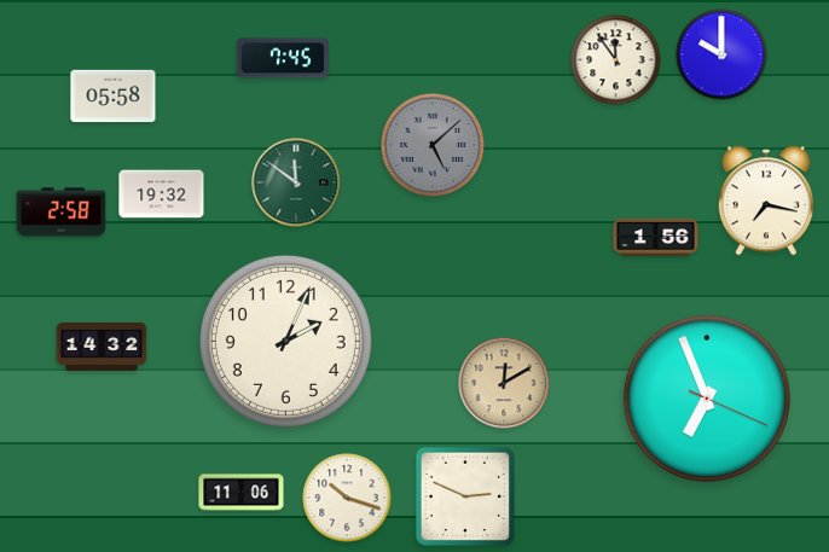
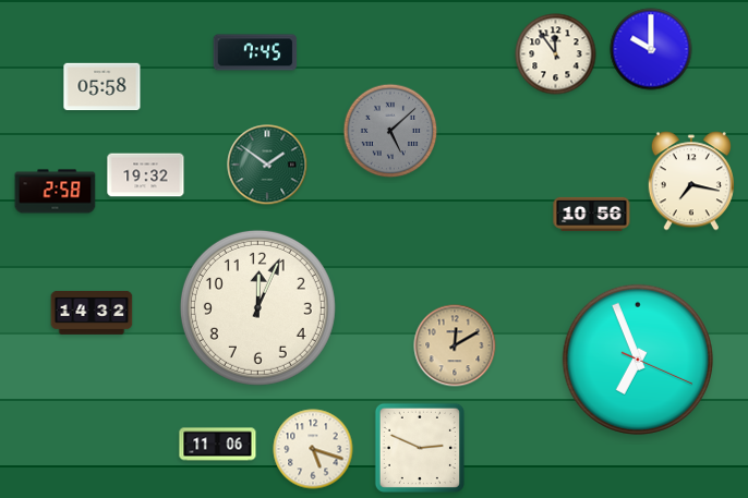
clock at (296, 182): 11:51 -> 1:51
clock at (656, 237): 1:56 -> 10:56
clock at (285, 341): 2:04 -> 12:04
clock at (347, 498): 10:18 -> 5:18
